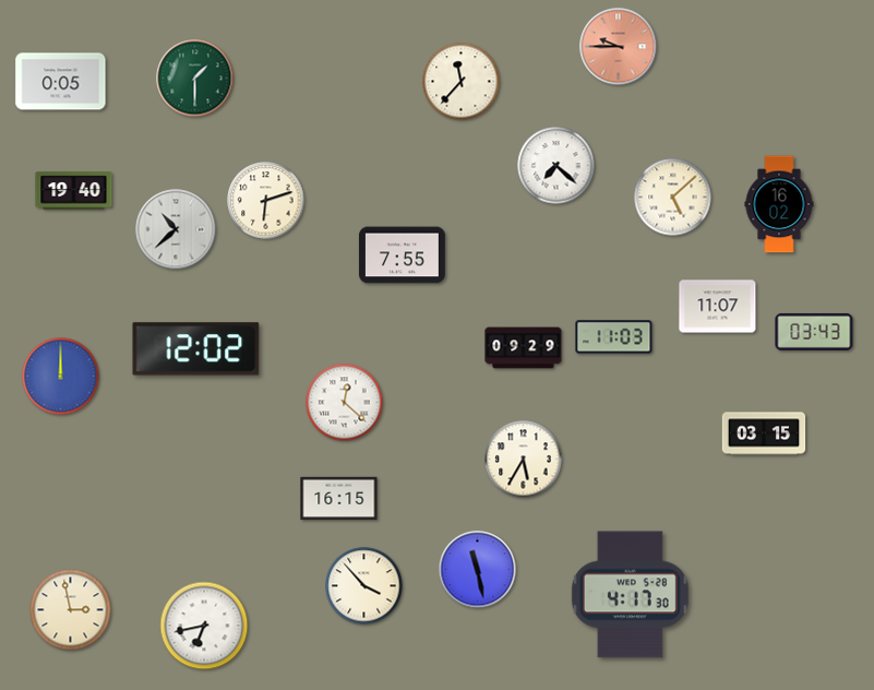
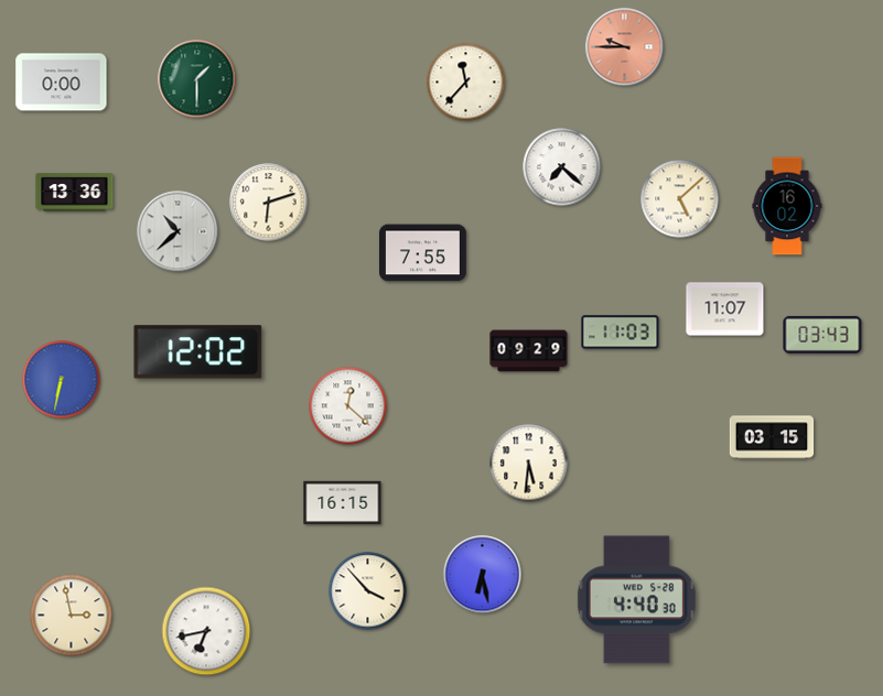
clock at (61, 82): 0:05 -> 0:00
clock at (74, 191): 19:40 -> 13:36
clock at (402, 255) position: (402, 255) -> (422, 253)
clock at (614, 337) position: (614, 337) -> (621, 333)
clock at (61, 377): 12:00 -> 6:32
clock at (524, 460): 5:35 -> 5:31
clock at (478, 570): 11:28 -> 6:28
clock at (630, 595): 4:17 -> 4:40
